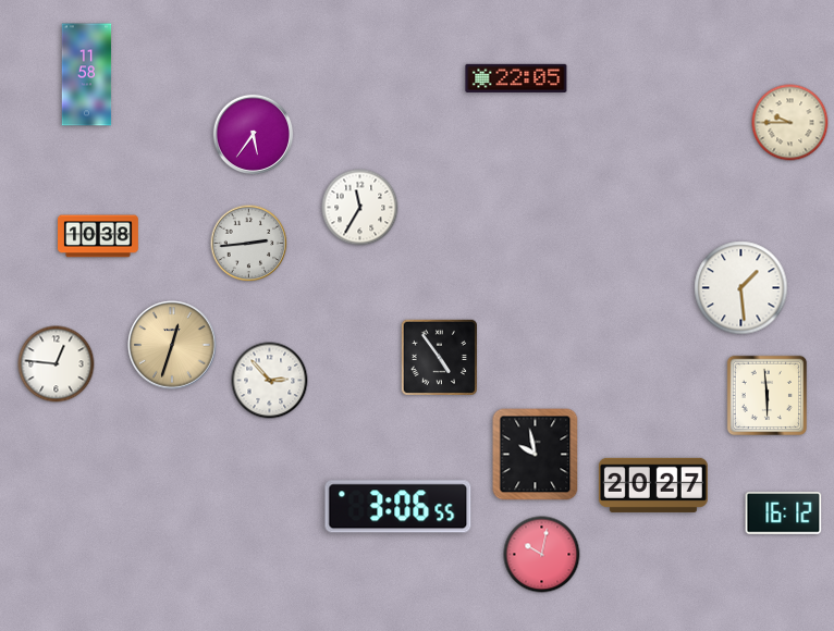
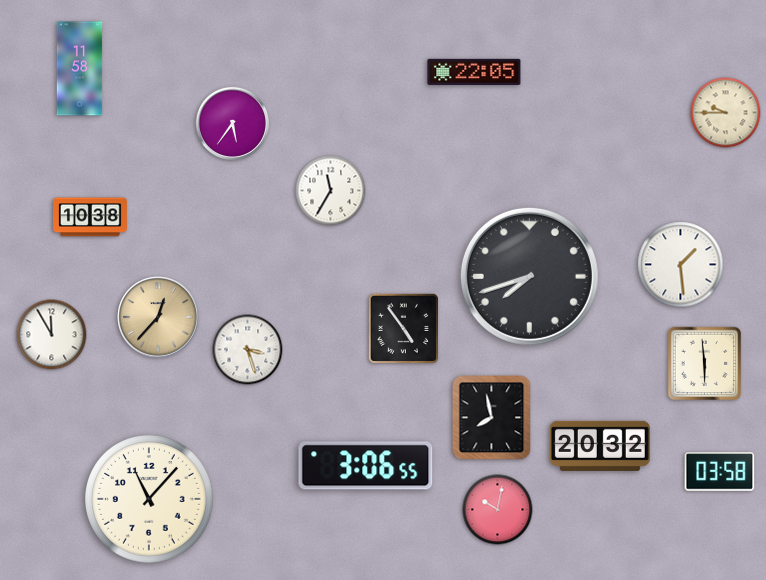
clock at (249, 244): 2:44 -> none
clock at (529, 276): none -> 7:42
clock at (172, 345): 12:33 -> 12:37
clock at (57, 364): 12:46 -> 11:55
clock at (270, 381): 2:53 -> 3:27
clock at (536, 455): 9:58 -> 7:58
clock at (653, 485): 20:27 -> 20:32
clock at (784, 514): 16:12 -> 03:58
clock at (150, 500): none -> 11:07
